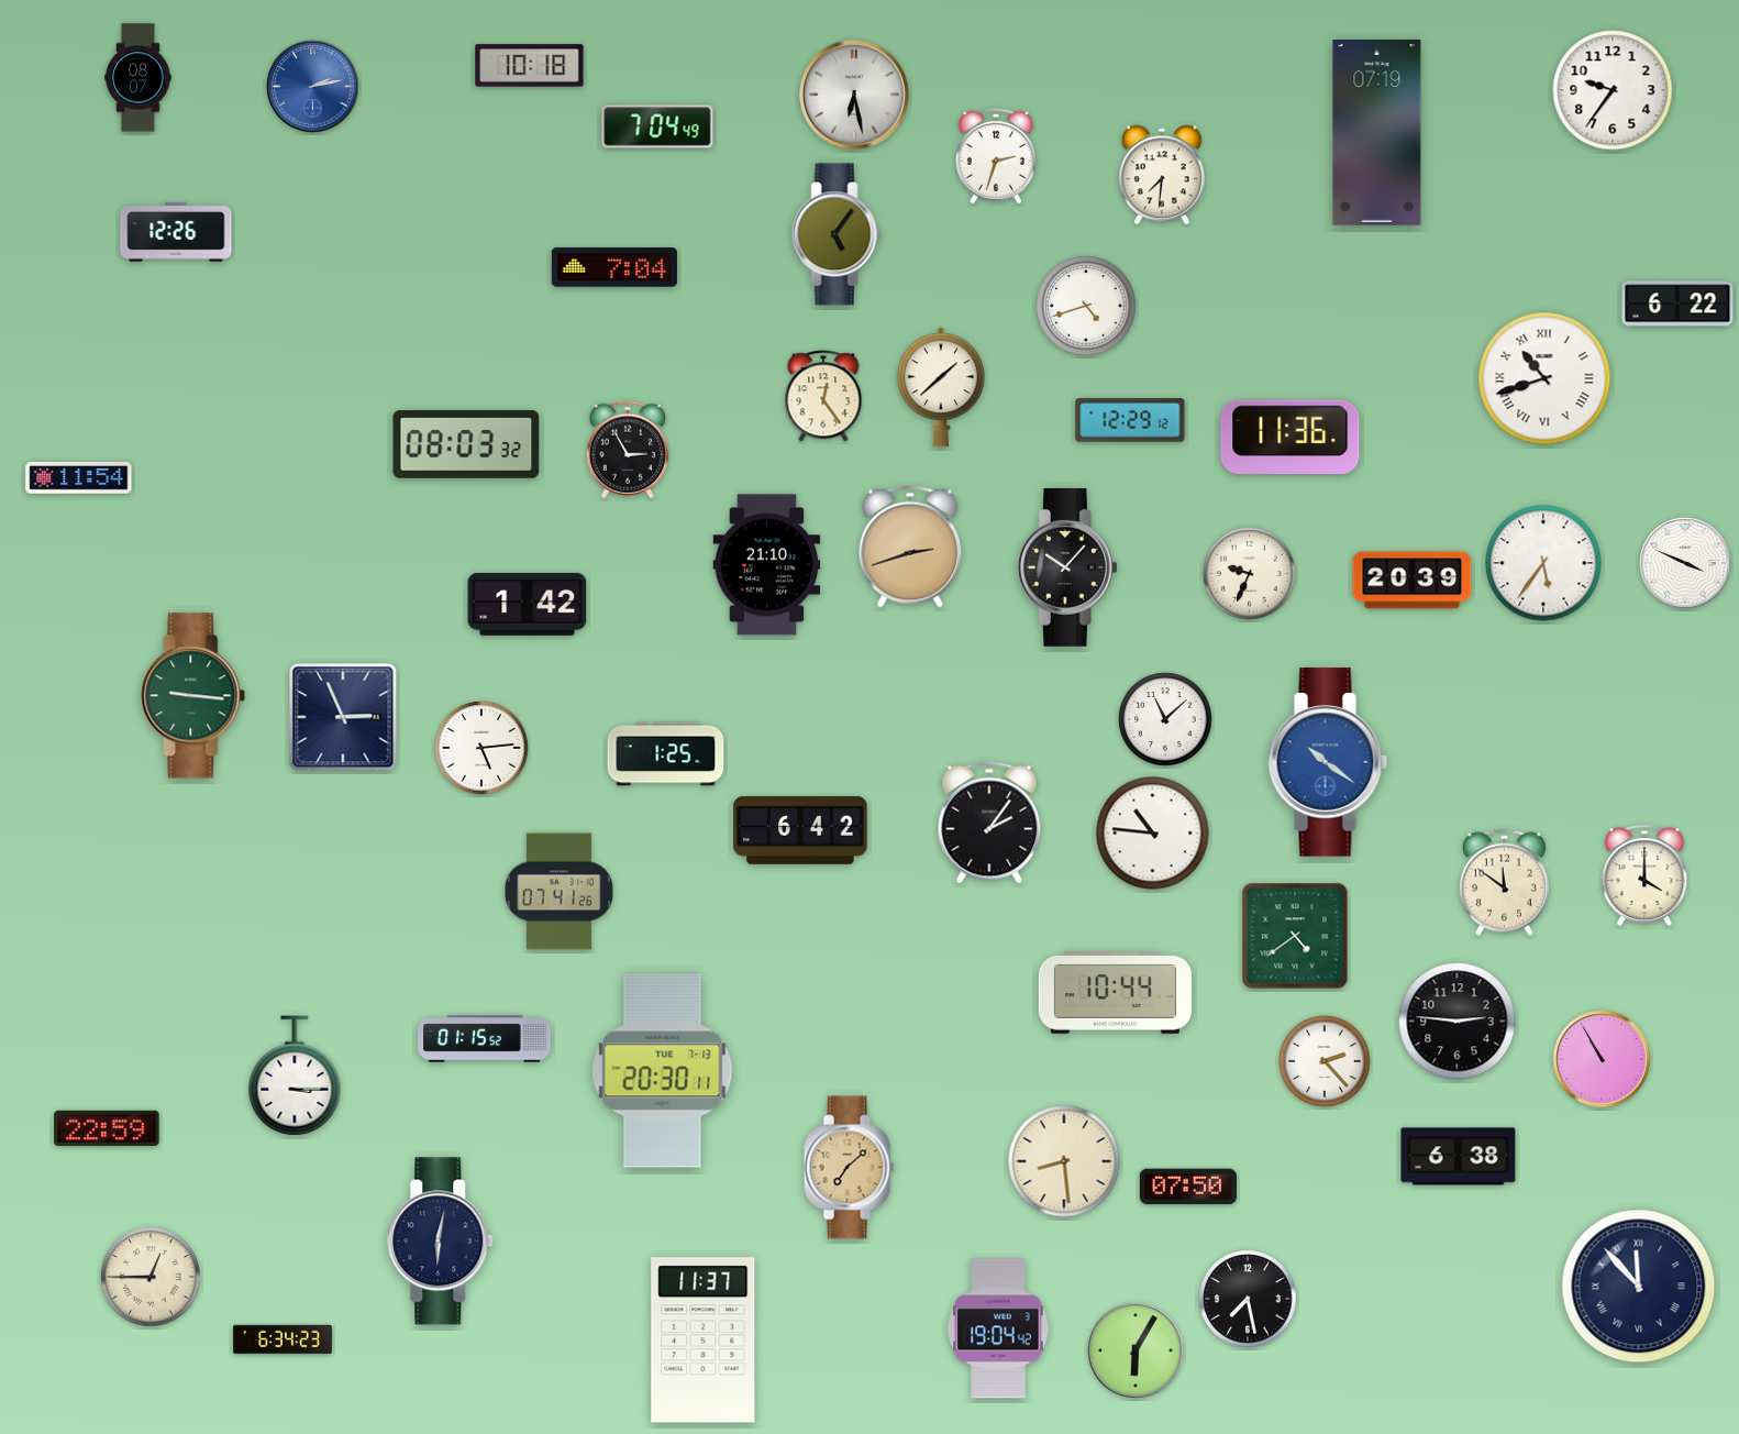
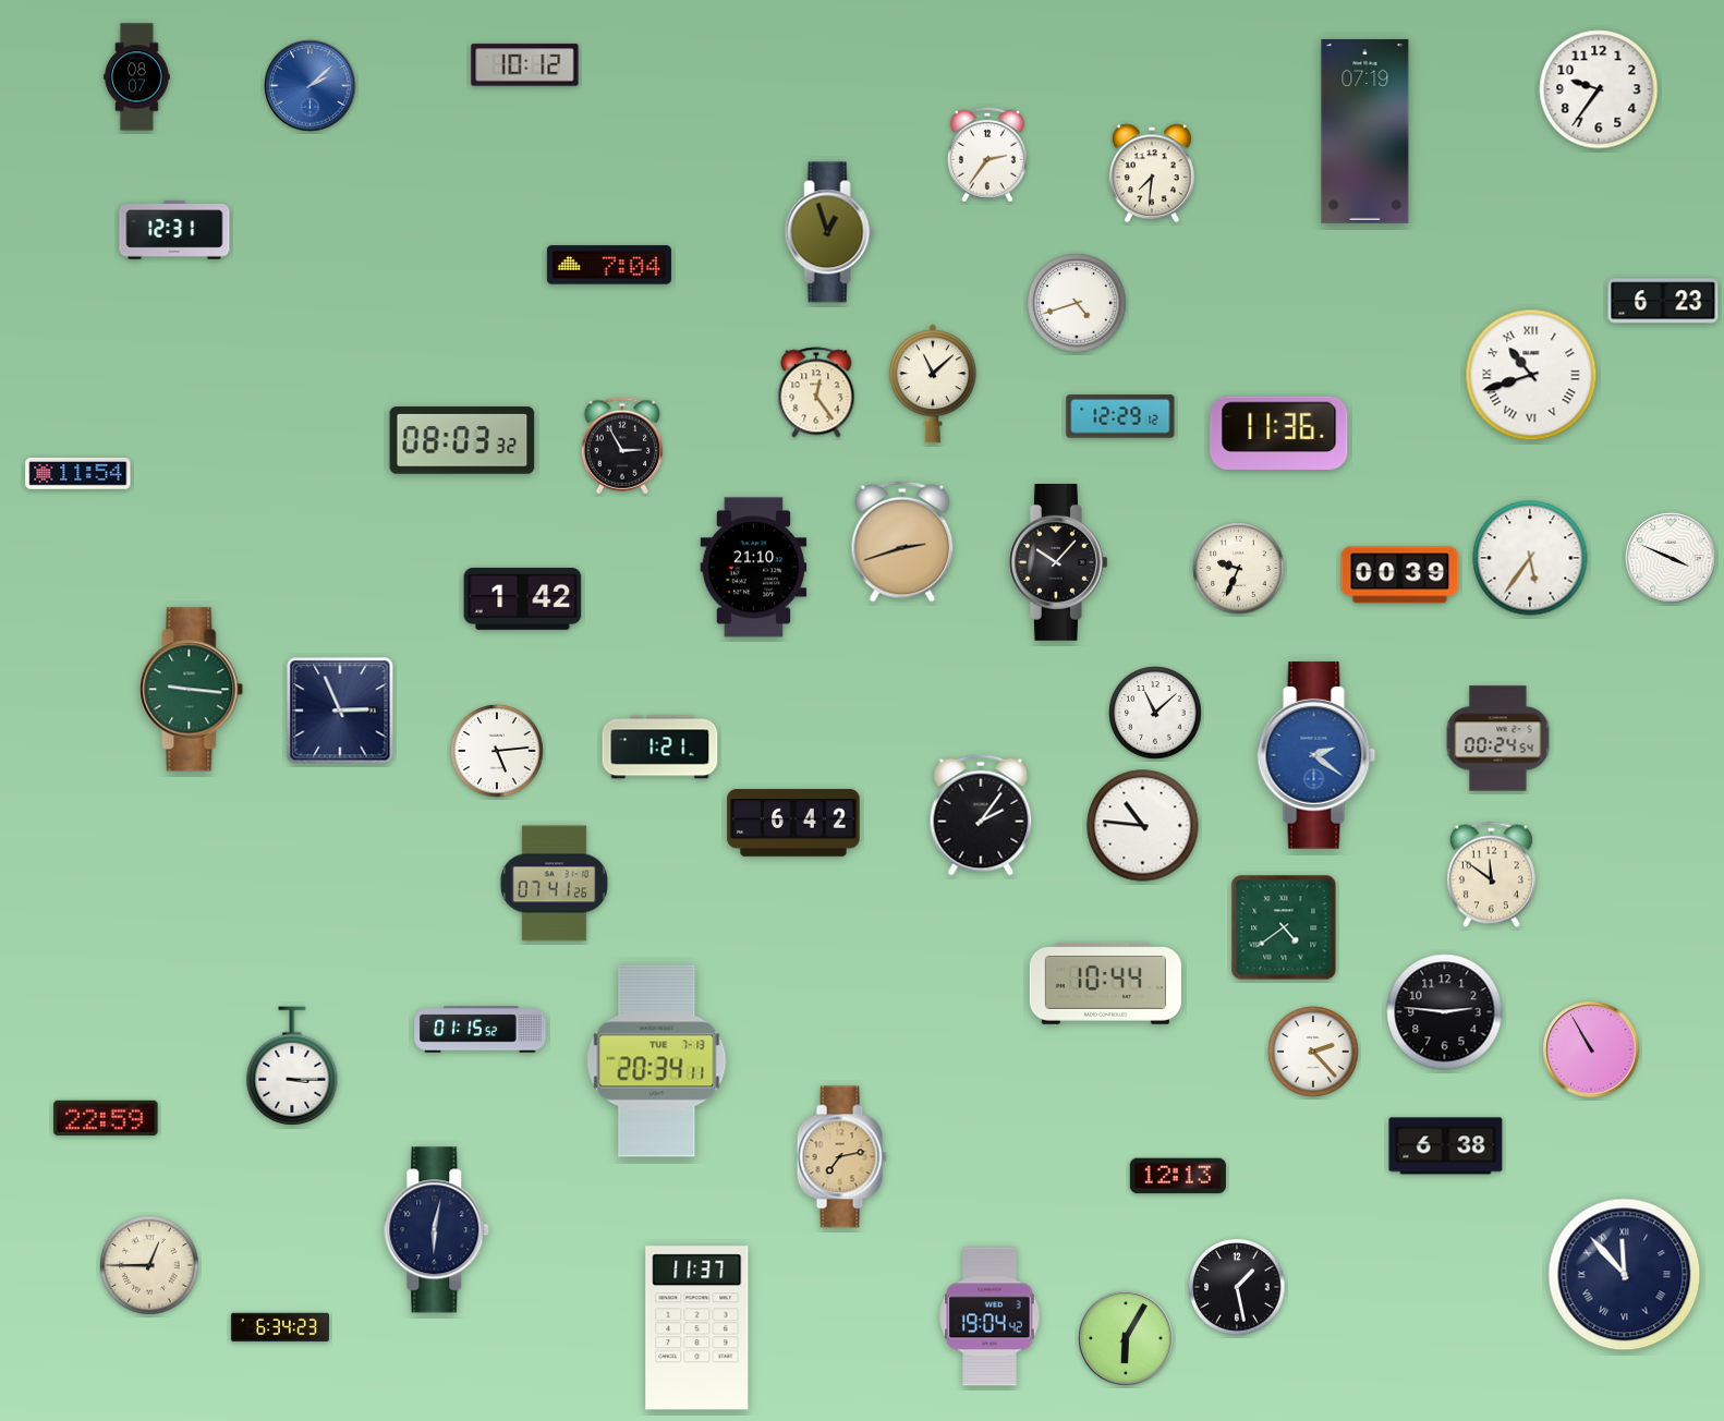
clock at (530, 66): 10:18 -> 10:12
clock at (313, 87): 2:13 -> 2:08
clock at (854, 95): 6:28 -> none
clock at (657, 126): 7:04 -> none
clock at (996, 156): 2:33 -> 2:36
clock at (176, 232): 12:26 -> 12:31
clock at (837, 234): 5:06 -> 12:57
clock at (1677, 304): 6:22 -> 6:23
clock at (941, 387): 1:38 -> 11:08
clock at (767, 565) position: (767, 565) -> (754, 568)
clock at (1413, 581): 20:39 -> 00:39
clock at (1498, 739): none -> 00:24
clock at (481, 748) position: (481, 748) -> (497, 751)
clock at (666, 754): 1:25 -> 1:21
clock at (1328, 762): 10:21 -> 2:21
clock at (1644, 875): 4:00 -> none
clock at (1602, 1059) position: (1602, 1059) -> (1591, 1049)
clock at (663, 1071): 20:30 -> 20:34
clock at (1064, 1161): 8:29 -> none
clock at (849, 1168): 7:08 -> 7:13
clock at (1188, 1187): 07:50 -> 12:13
clock at (1248, 1299): 7:28 -> 1:28
